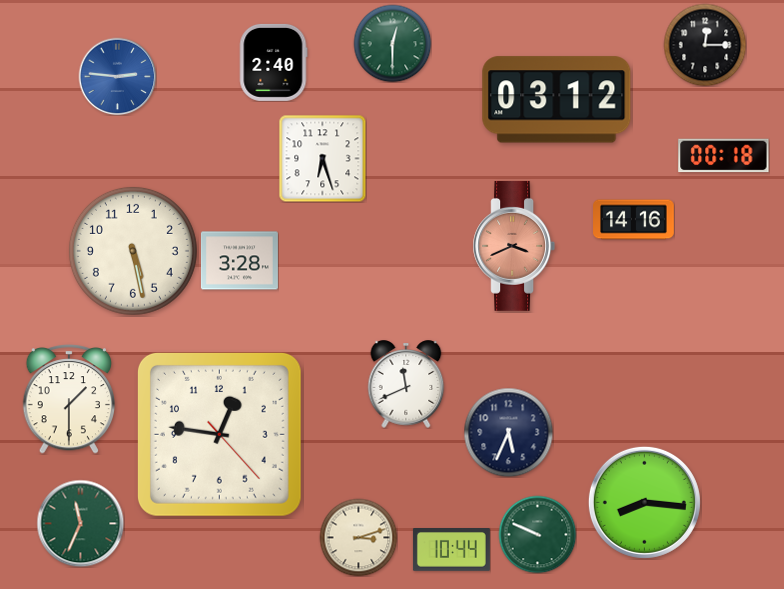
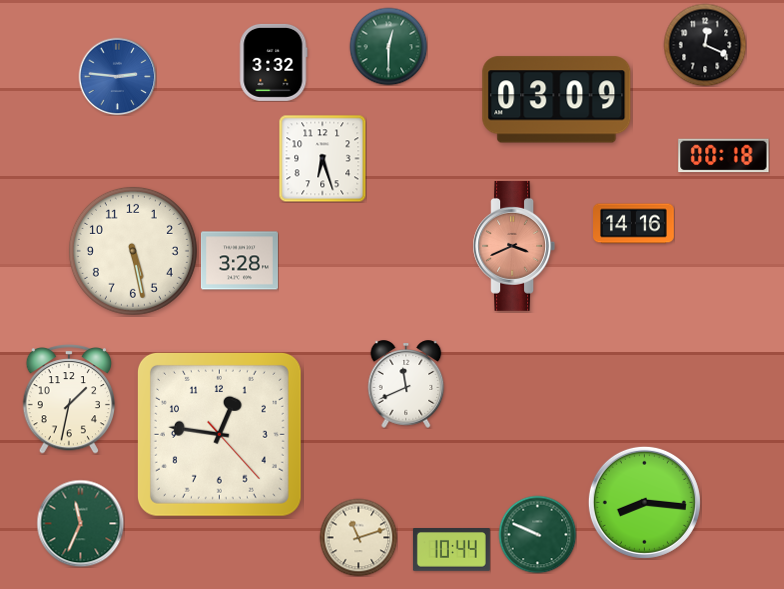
clock at (392, 43) position: (392, 43) -> (388, 46)
clock at (705, 45): 12:15 -> 12:19
clock at (273, 62): 2:40 -> 3:32
clock at (557, 100): 03:12 -> 03:09
clock at (634, 220) position: (634, 220) -> (634, 224)
clock at (68, 400): 1:30 -> 1:32
clock at (508, 432): 5:34 -> none
clock at (358, 537): 3:12 -> 11:12
